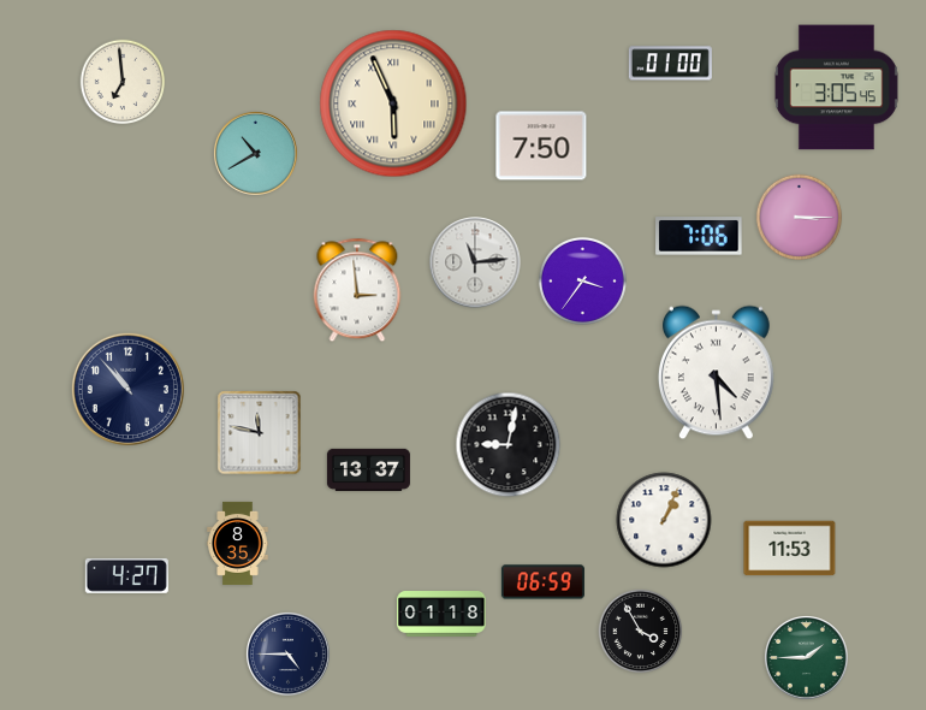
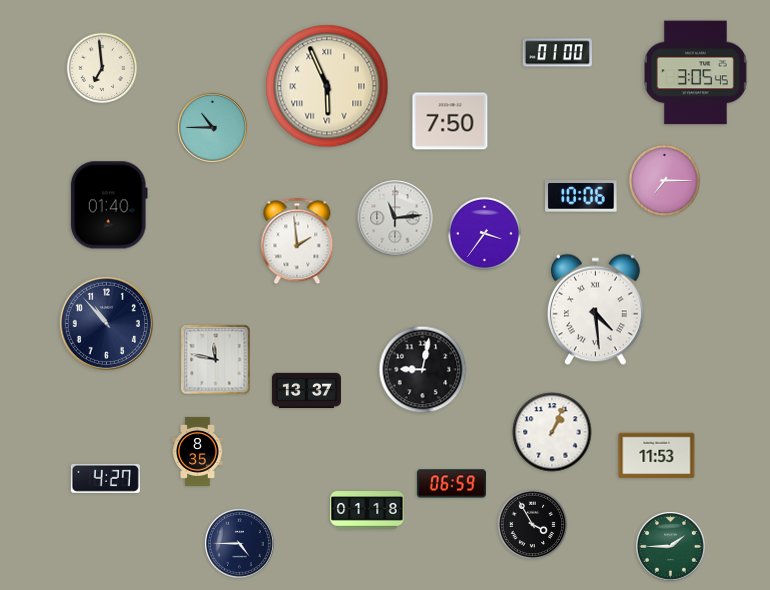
clock at (256, 154): 10:40 -> 10:45
clock at (799, 217): 3:15 -> 7:15
clock at (699, 236): 7:06 -> 10:06
clock at (109, 205): none -> 01:40
clock at (357, 290): 2:59 -> 1:59
